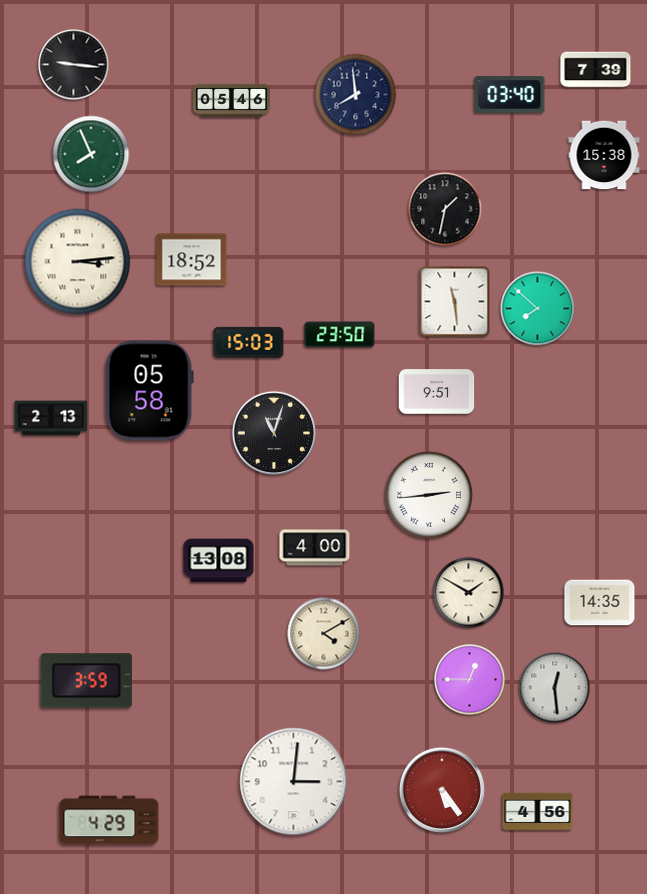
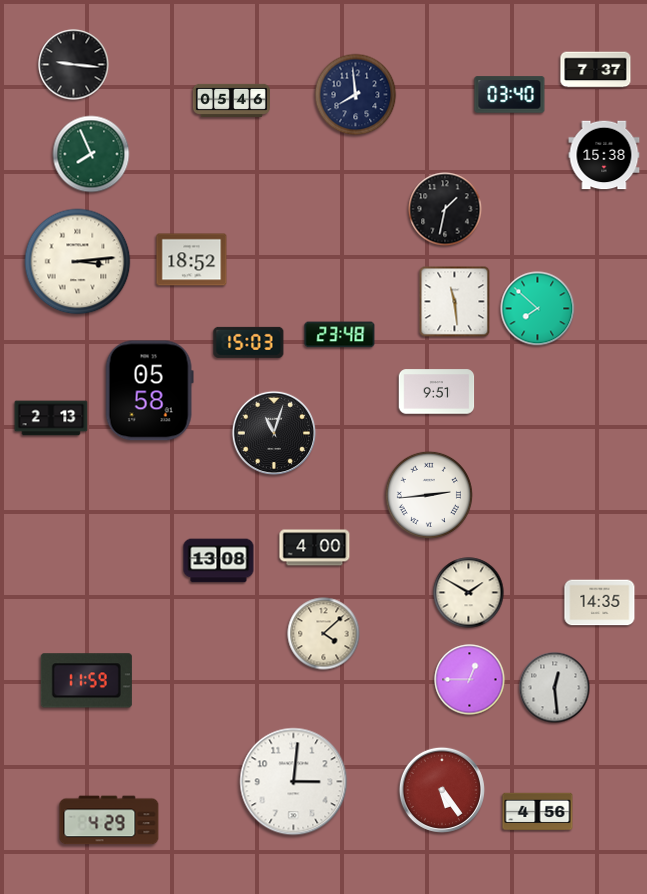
clock at (596, 70): 7:39 -> 7:37
clock at (340, 335): 23:50 -> 23:48
clock at (324, 634): 4:10 -> 4:08
clock at (86, 681): 3:59 -> 11:59
